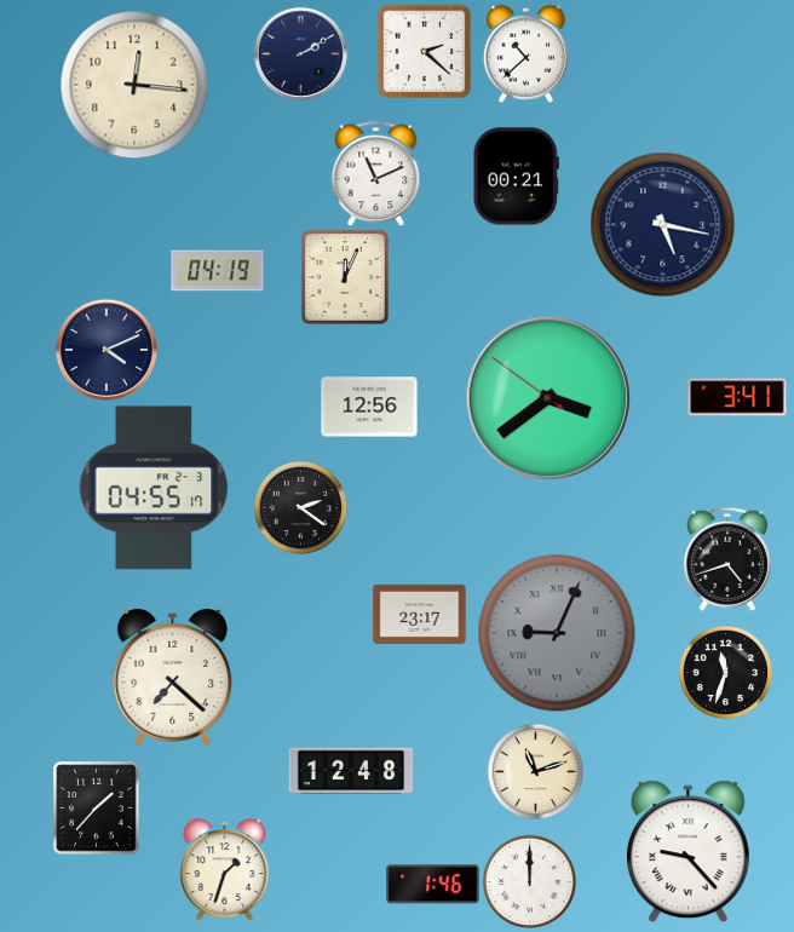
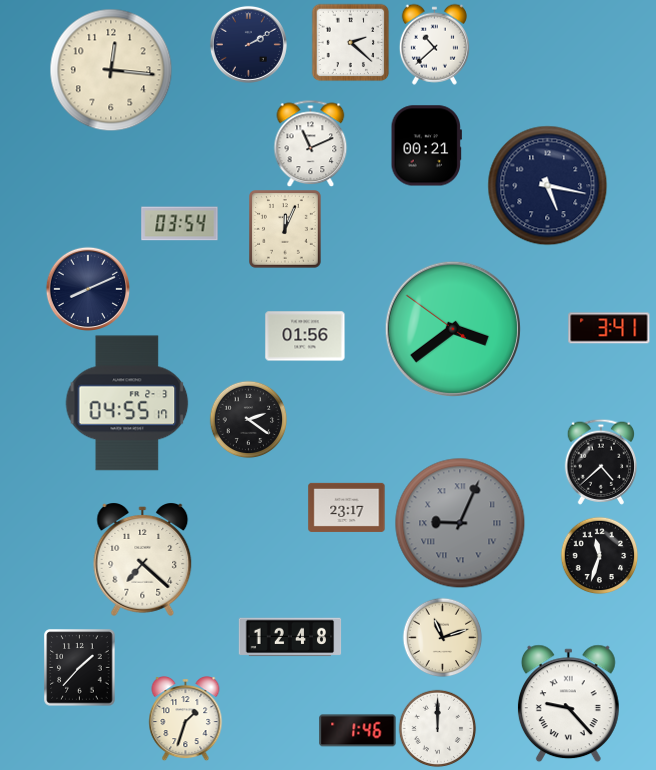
clock at (218, 271): 04:19 -> 03:54
clock at (105, 349): 4:11 -> 8:11
clock at (369, 407): 12:56 -> 01:56
clock at (726, 559): 4:42 -> 4:38
